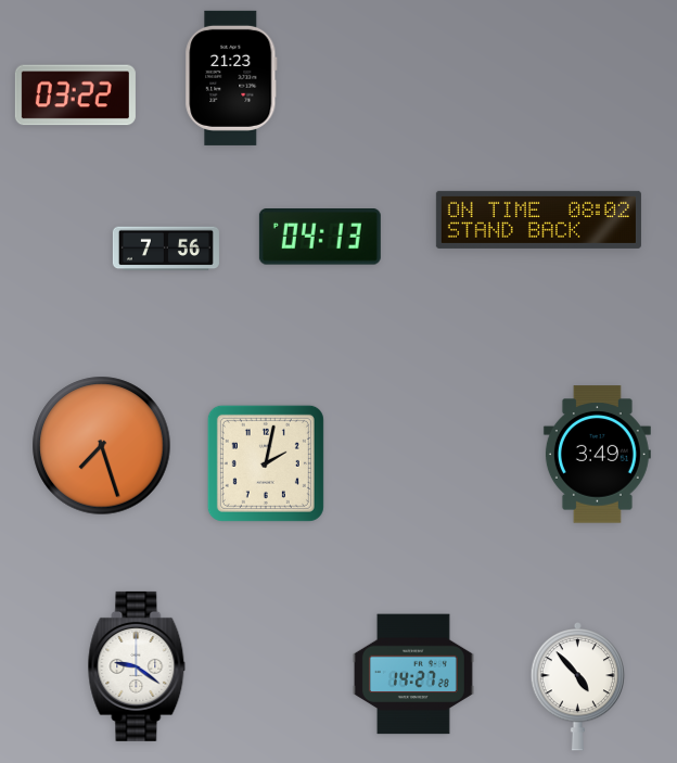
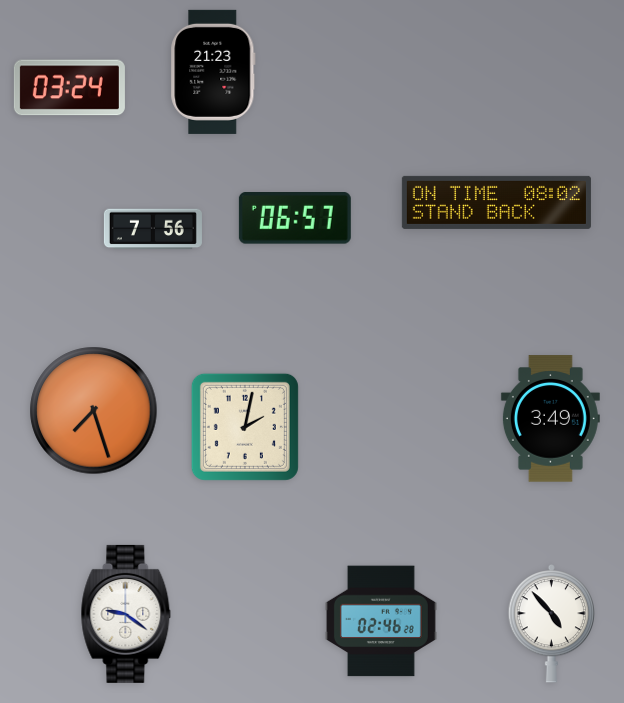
clock at (75, 96): 03:22 -> 03:24
clock at (320, 238): 04:13 -> 06:57
clock at (413, 674): 14:27 -> 02:46
clock at (578, 687) position: (578, 687) -> (552, 624)
